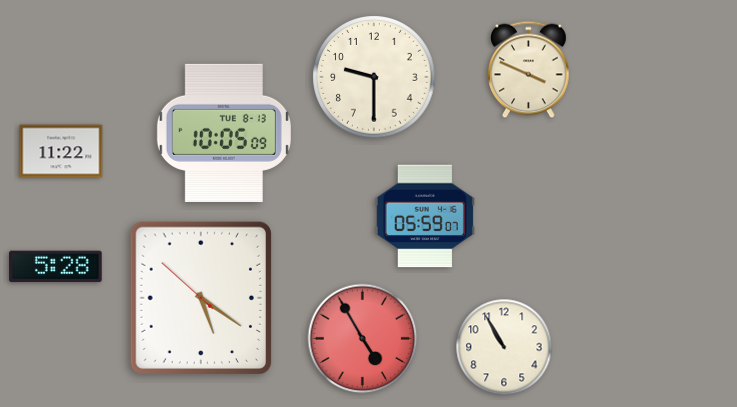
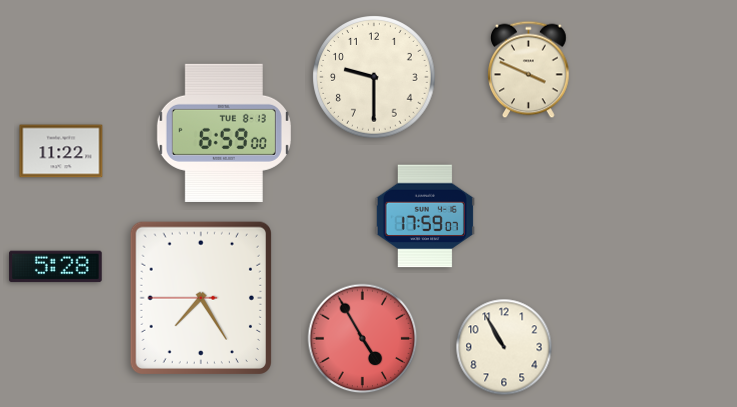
clock at (224, 133): 10:05 -> 6:59
clock at (425, 216): 05:59 -> 17:59
clock at (201, 297): 5:20 -> 7:24
